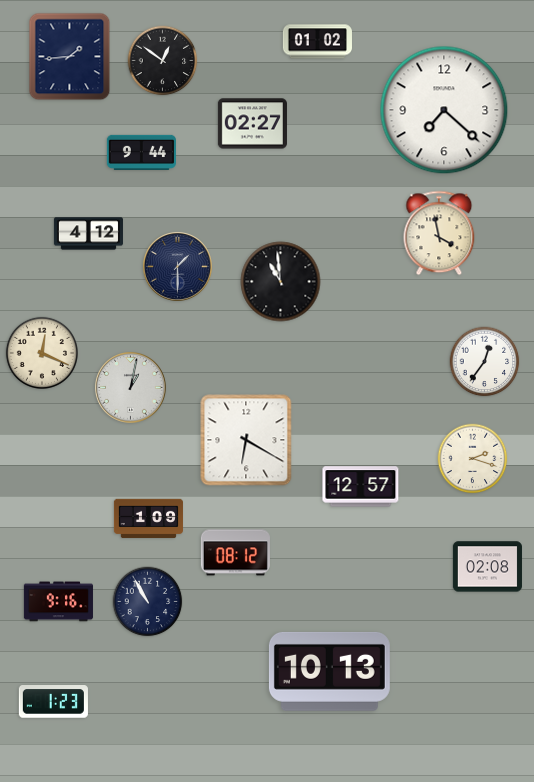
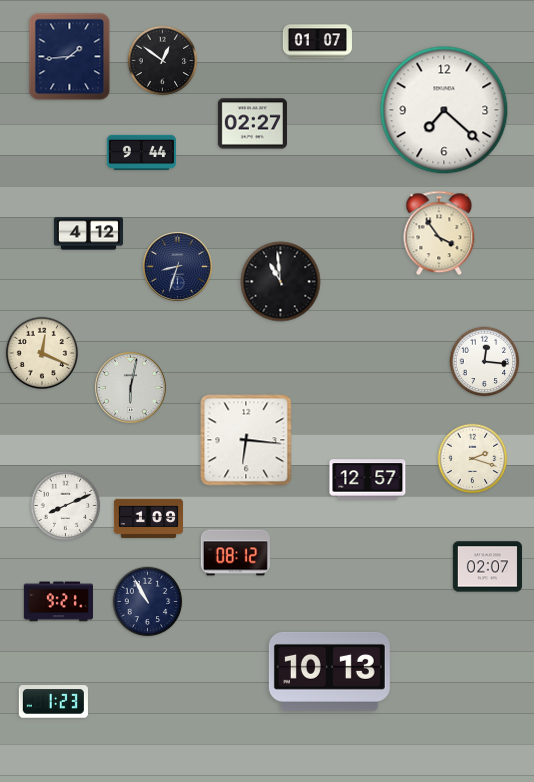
clock at (317, 42): 01:02 -> 01:07
clock at (439, 233): 3:58 -> 3:54
clock at (177, 266): 1:30 -> 8:33
clock at (485, 362): 12:36 -> 12:16
clock at (131, 388): 1:02 -> 6:02
clock at (246, 440): 6:20 -> 6:16
clock at (361, 487) position: (361, 487) -> (368, 480)
clock at (66, 506): none -> 8:11
clock at (487, 567): 02:08 -> 02:07
clock at (58, 602): 9:16 -> 9:21
